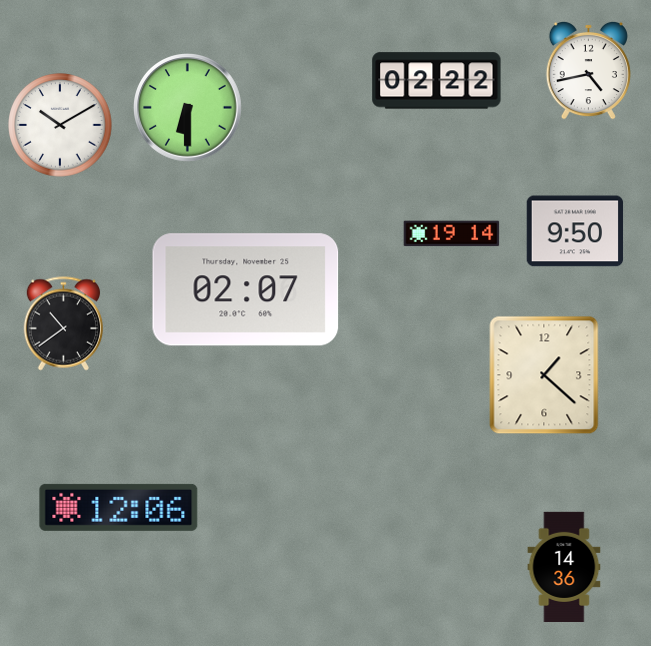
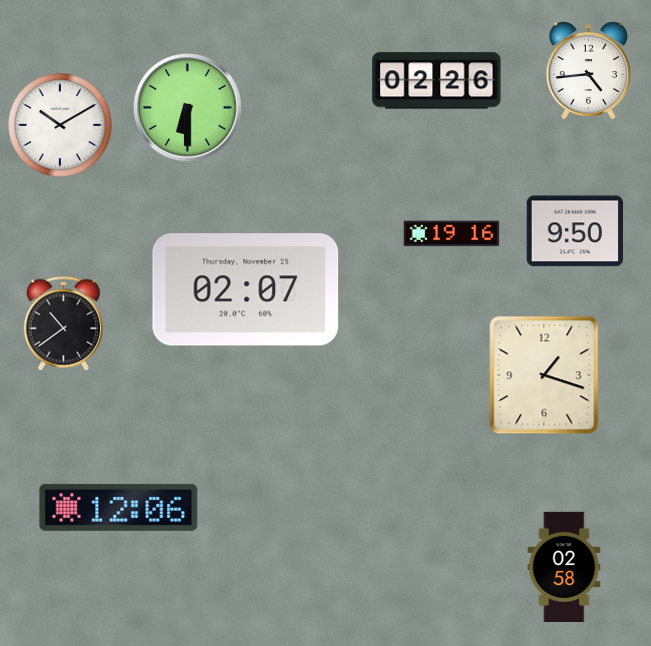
clock at (588, 70): 4:43 -> 4:44
clock at (437, 81): 02:22 -> 02:26
clock at (452, 234): 19:14 -> 19:16
clock at (544, 375): 1:22 -> 1:18
clock at (564, 566): 14:36 -> 02:58
